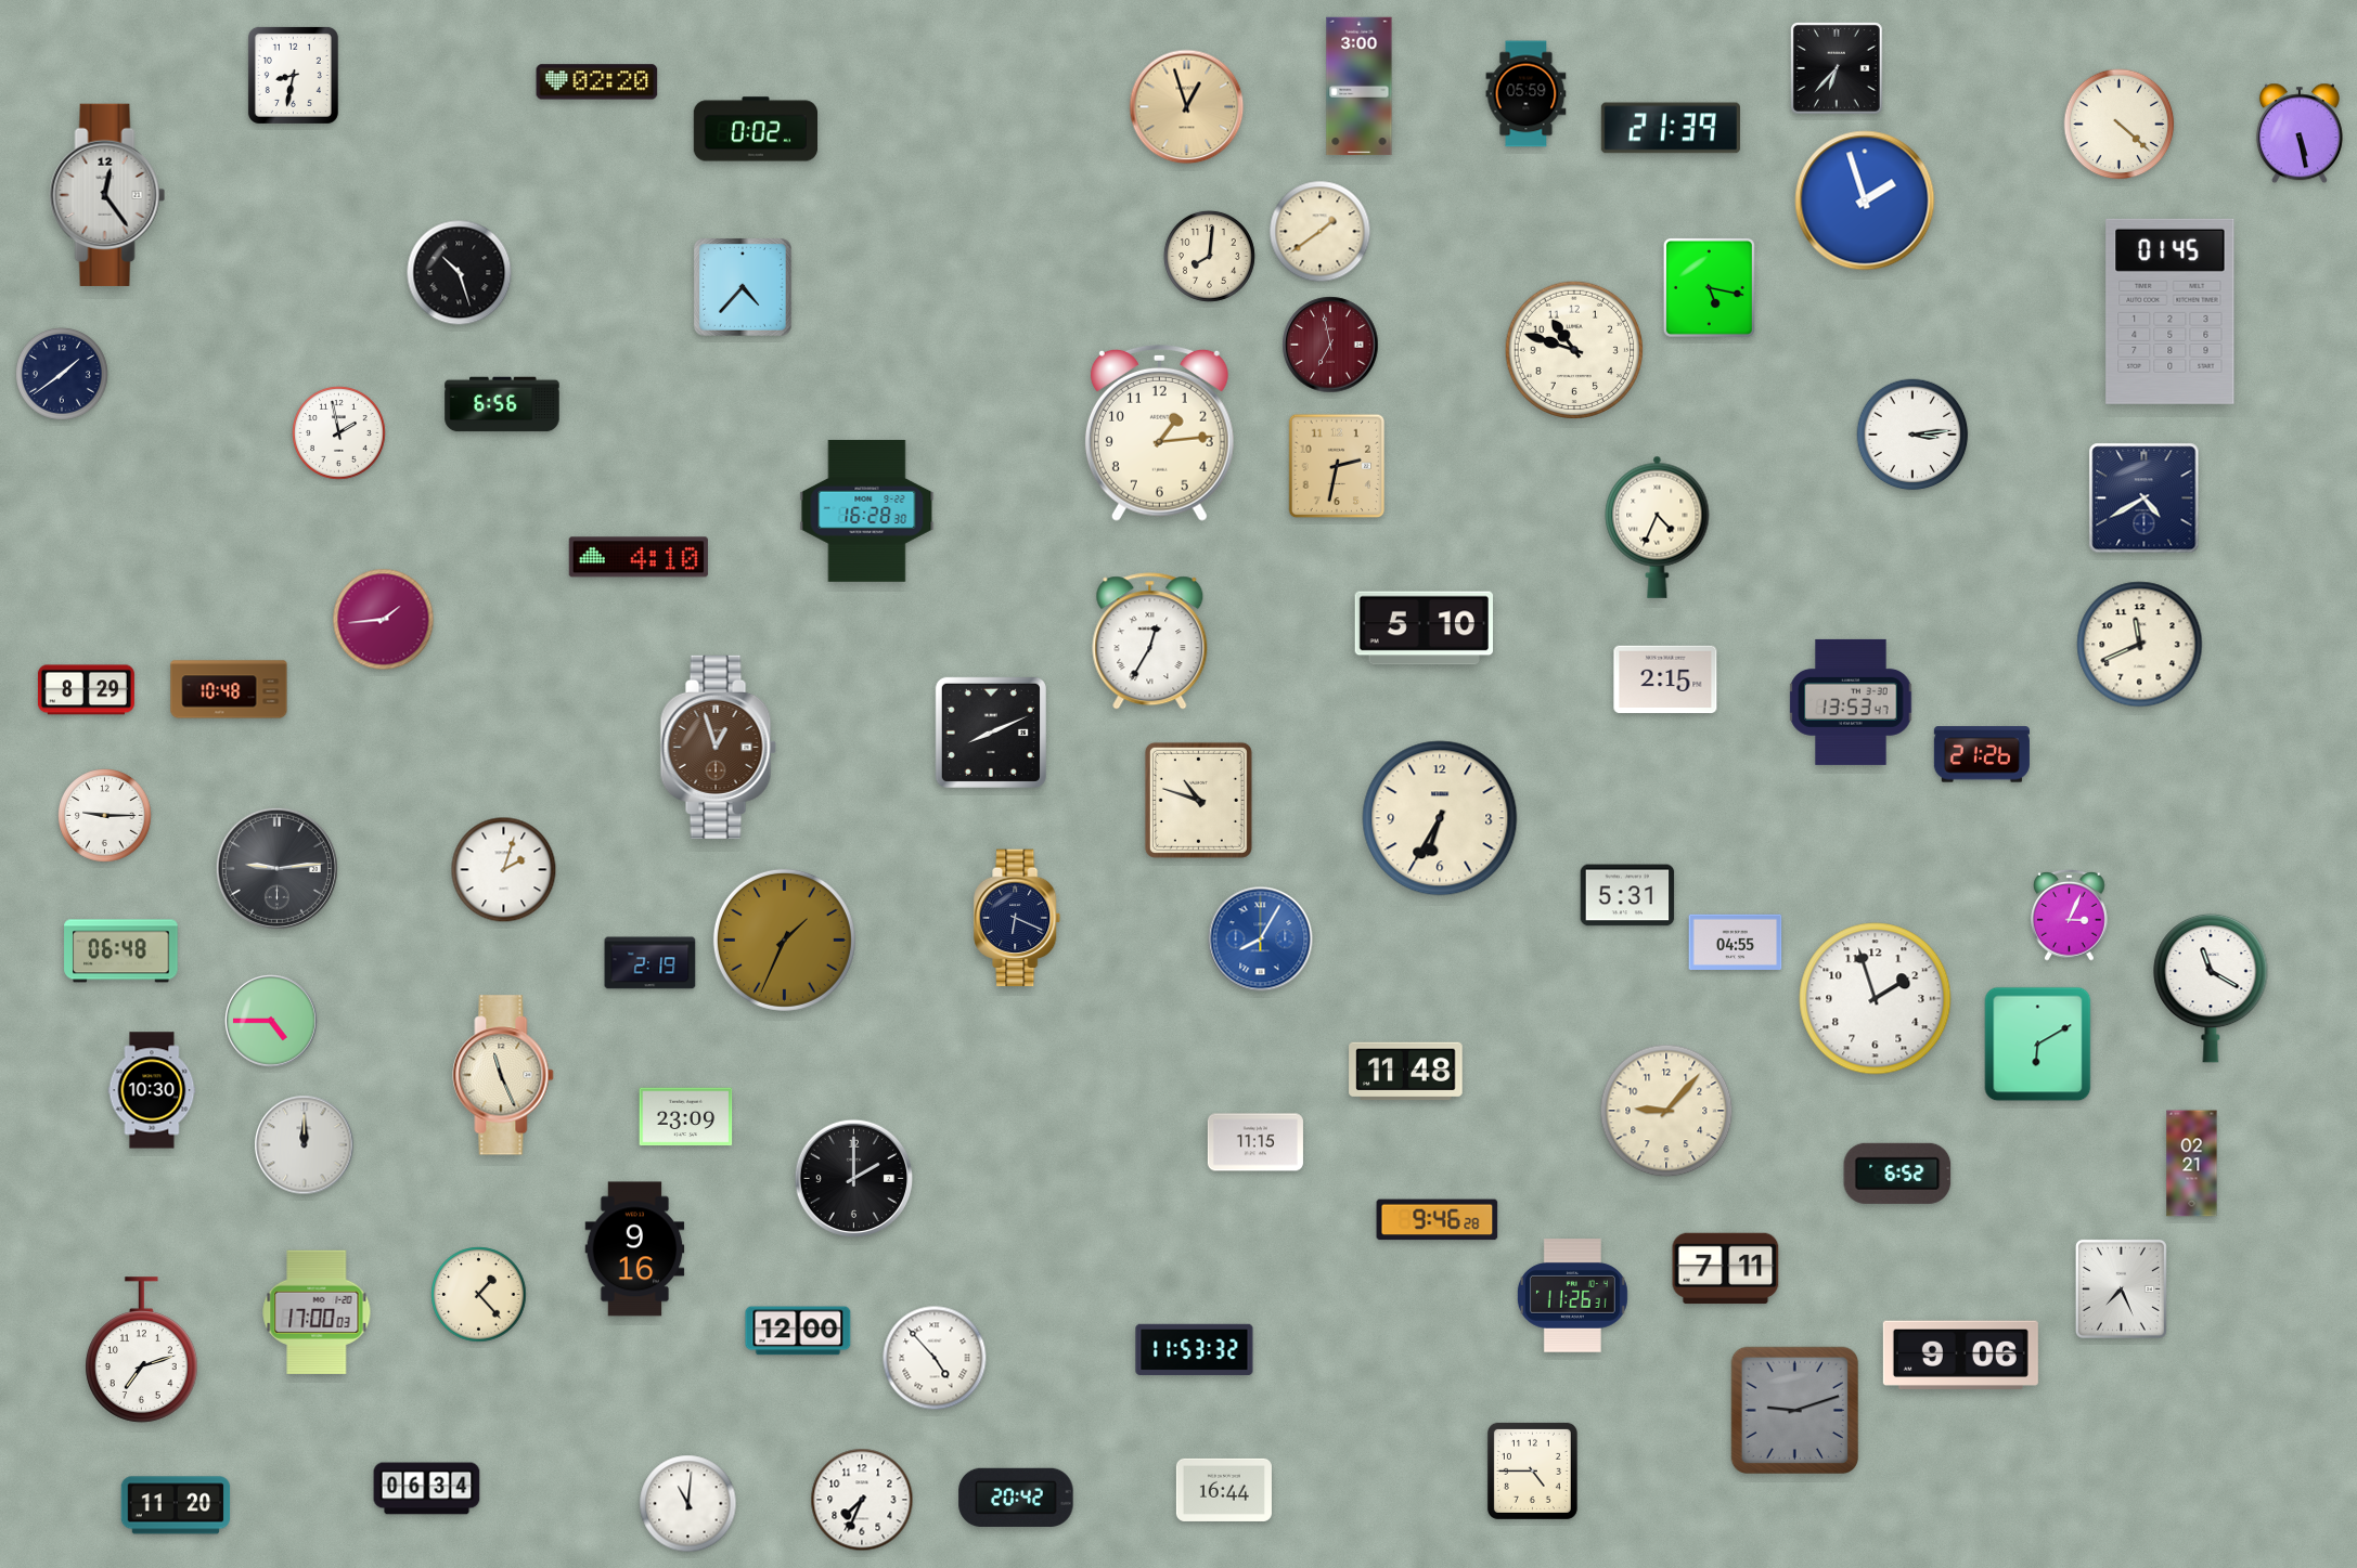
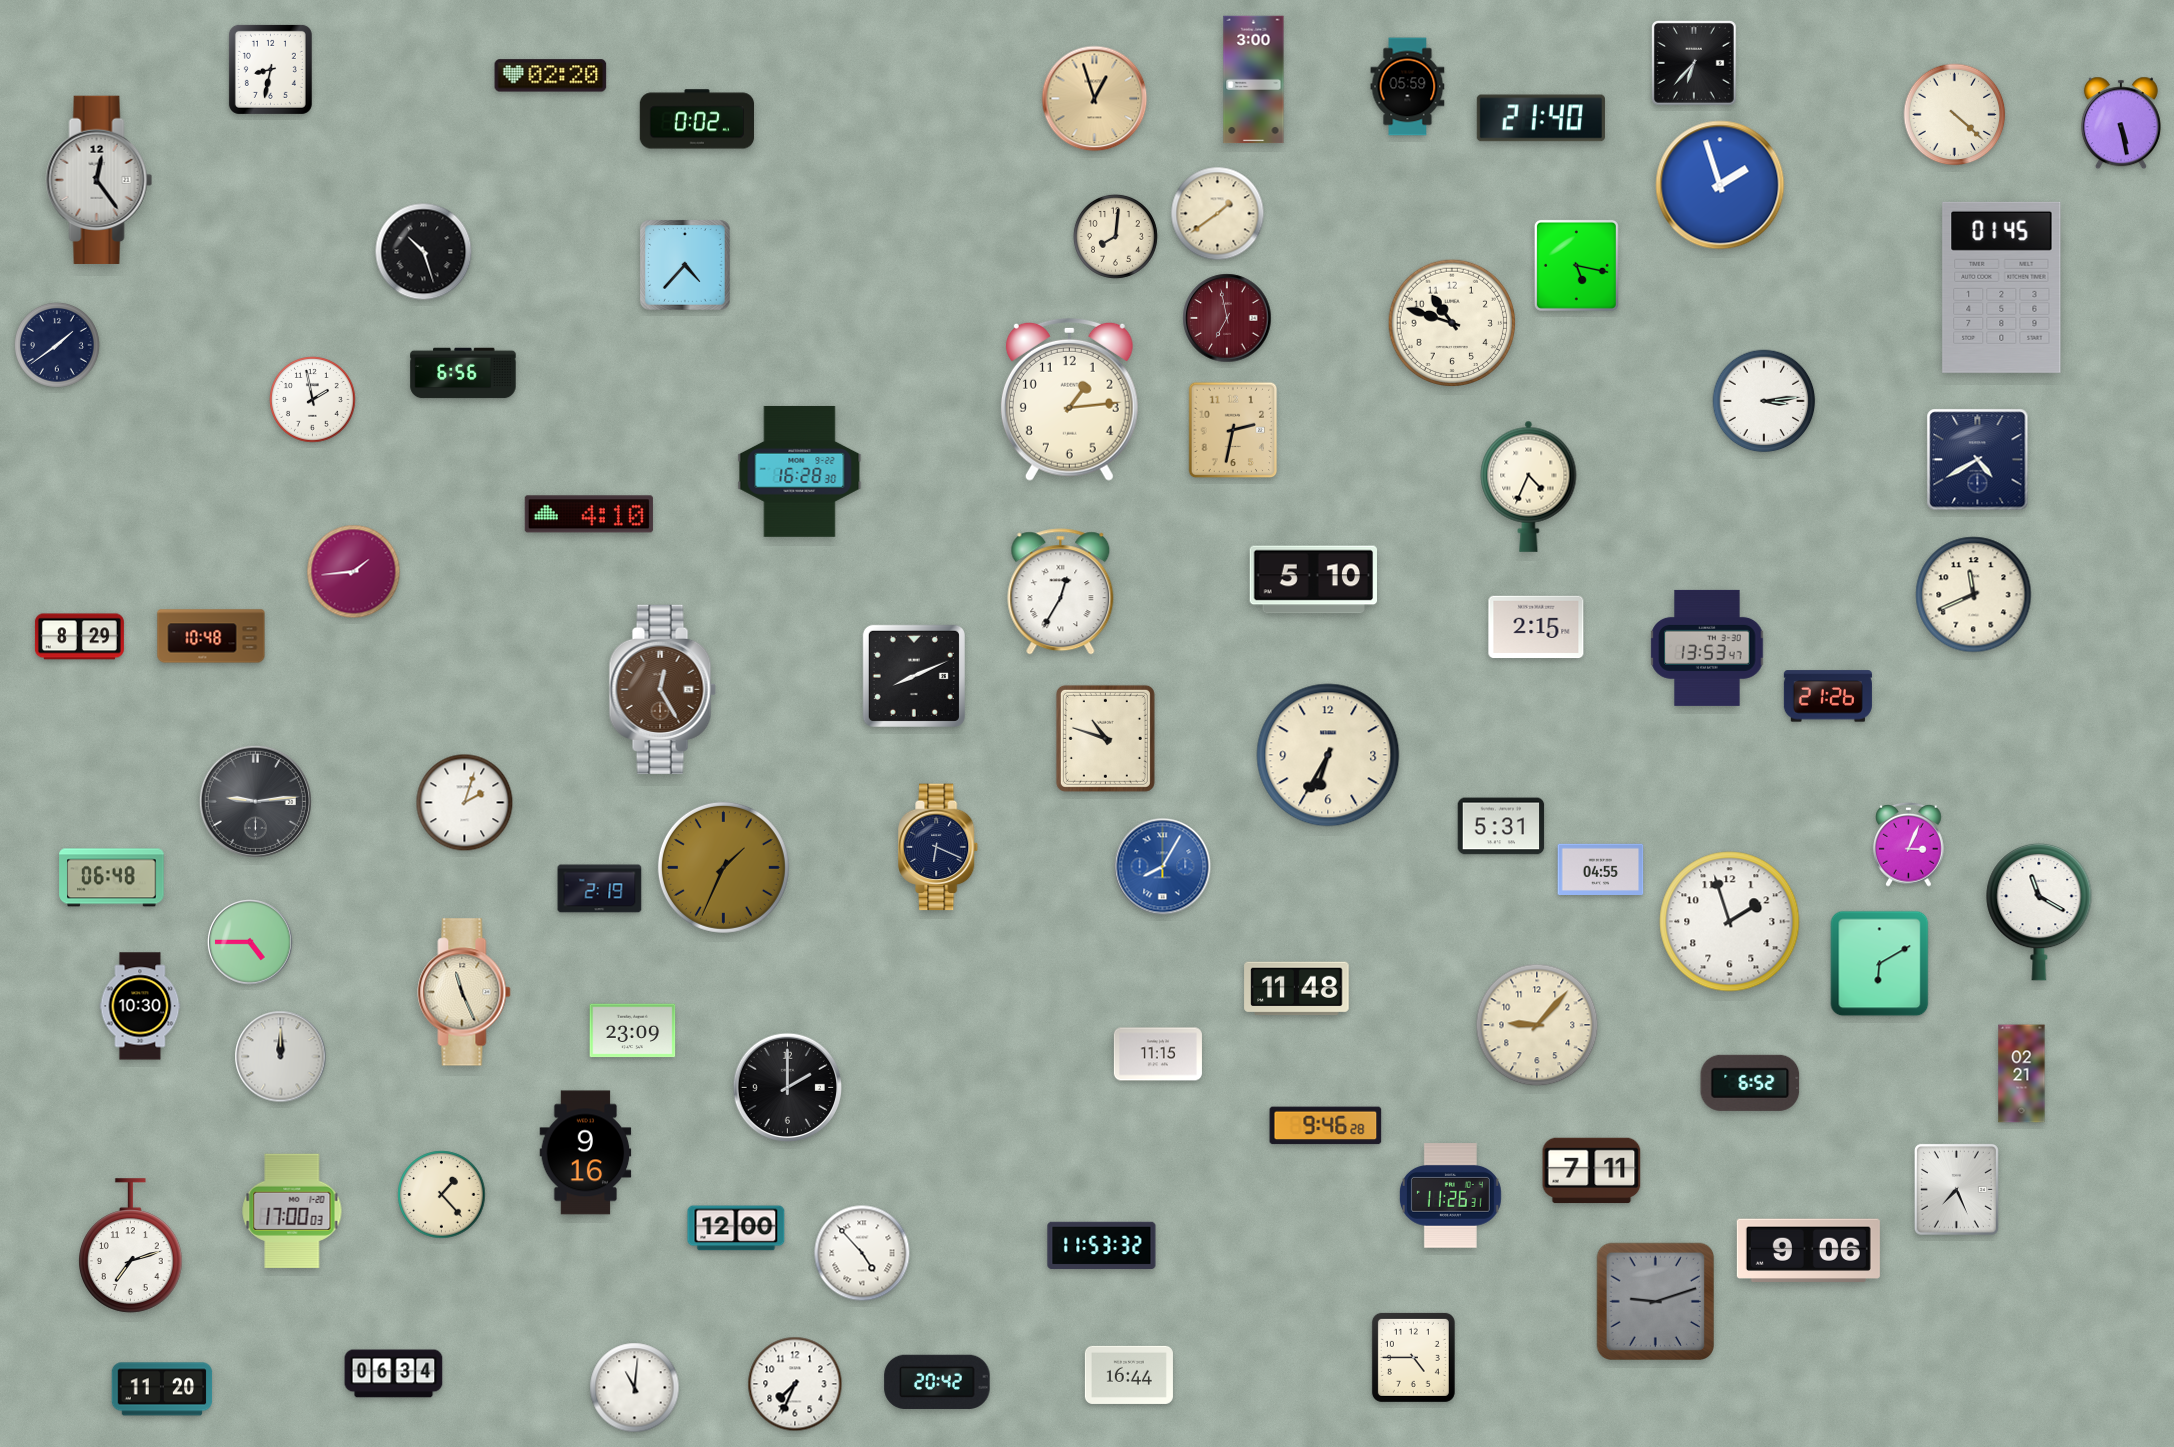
clock at (1671, 128): 21:39 -> 21:40
clock at (718, 747): 12:57 -> 12:25
clock at (105, 816): 9:15 -> none
